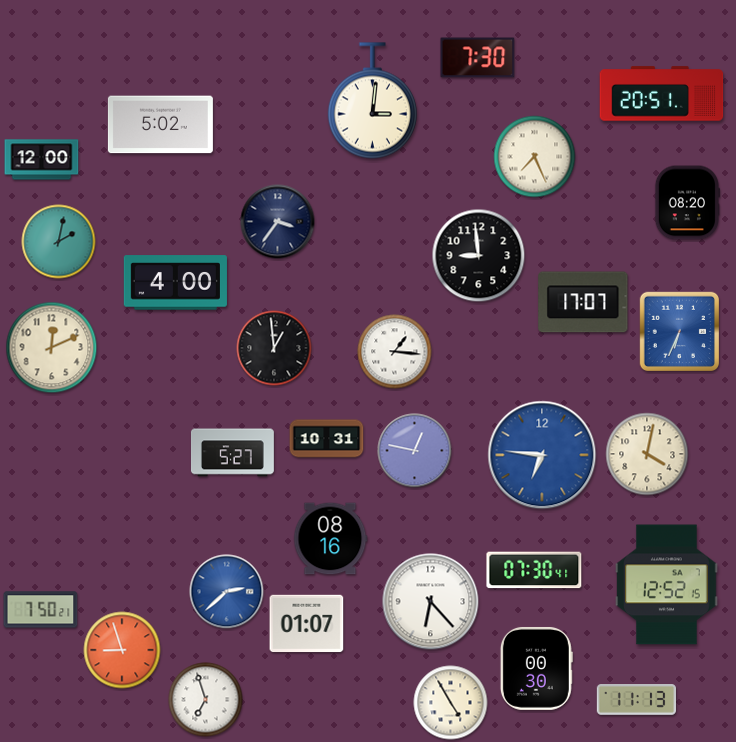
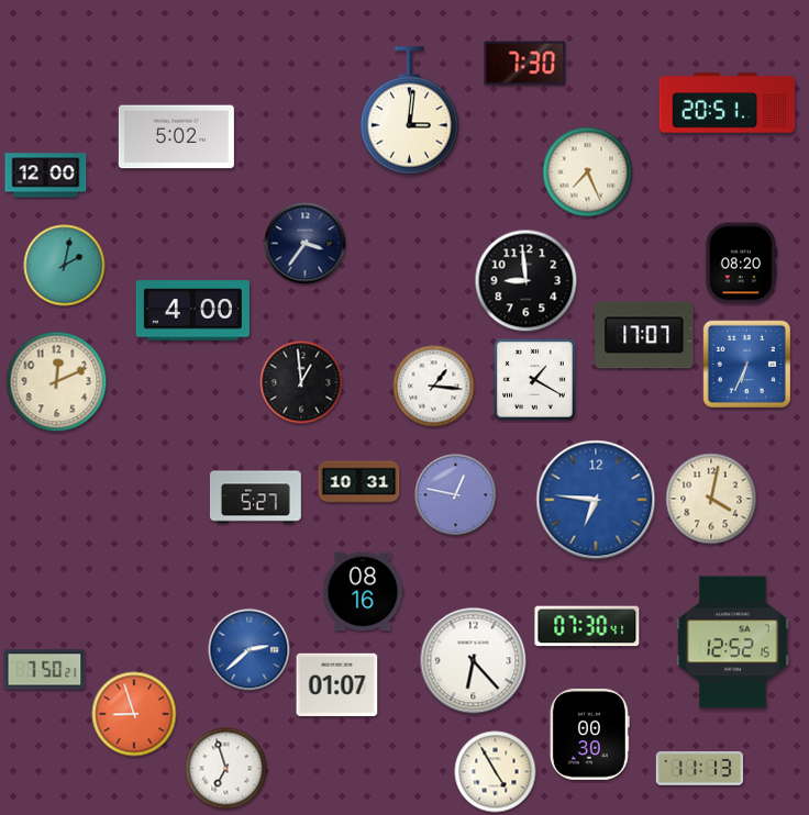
clock at (687, 203) position: (687, 203) -> (741, 264)
clock at (583, 302) position: (583, 302) -> (644, 335)
clock at (535, 380): none -> 1:20
